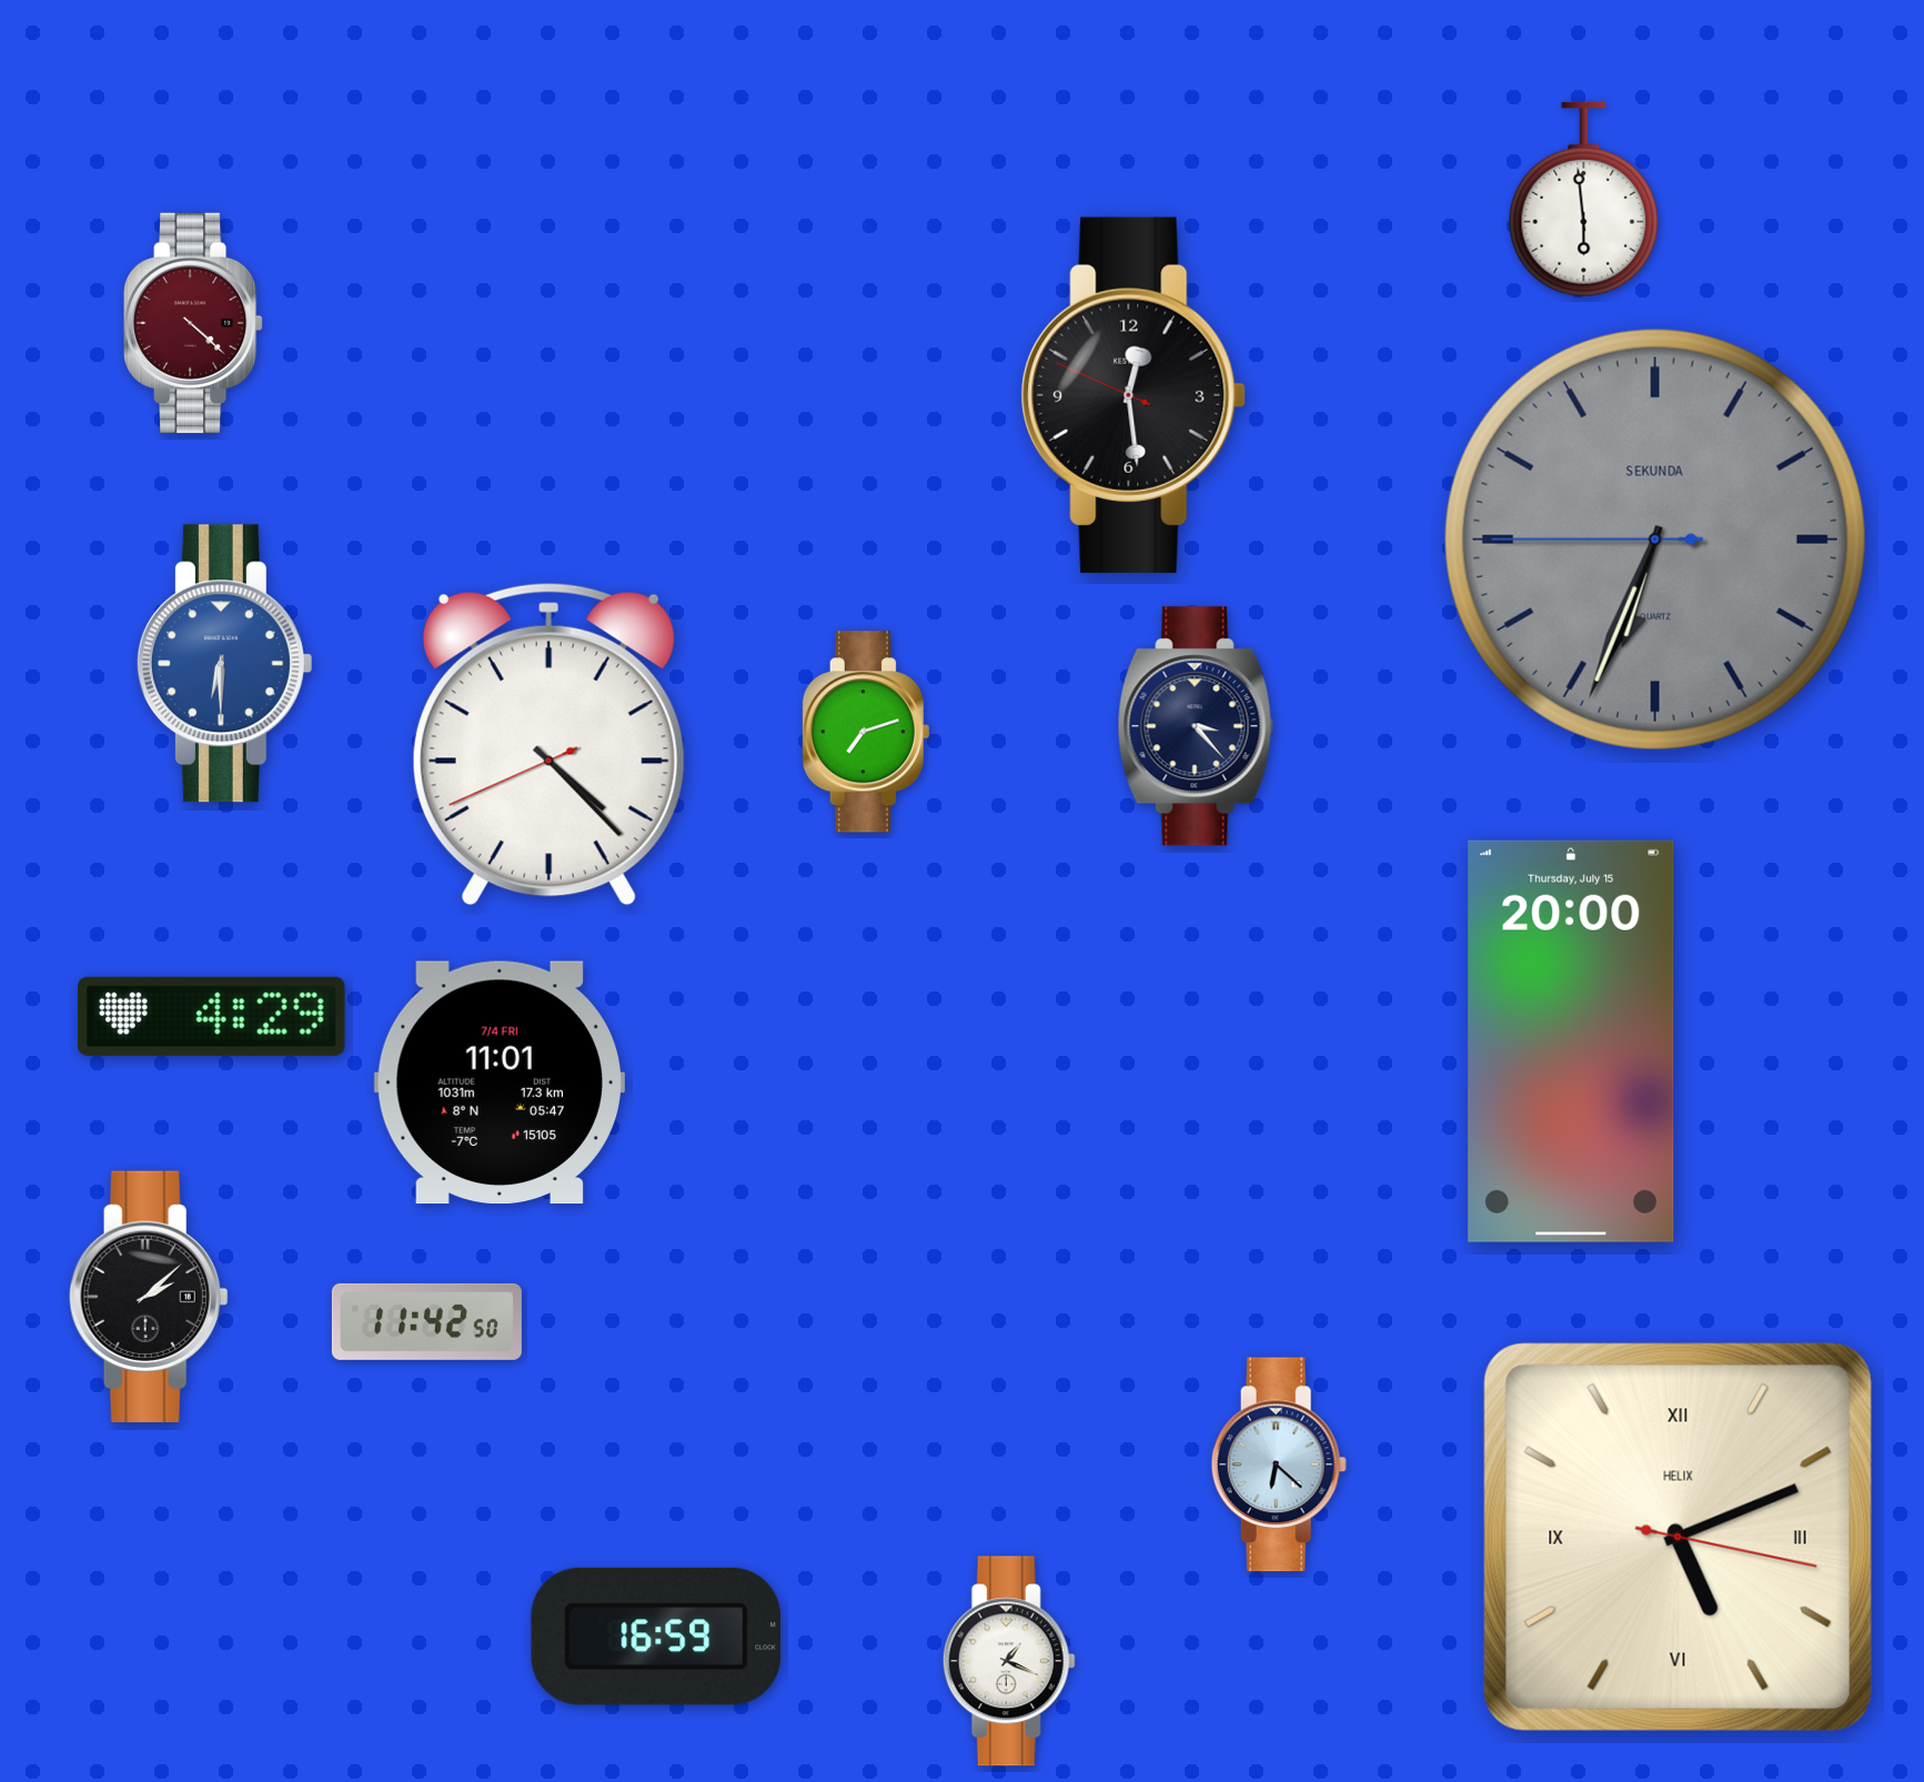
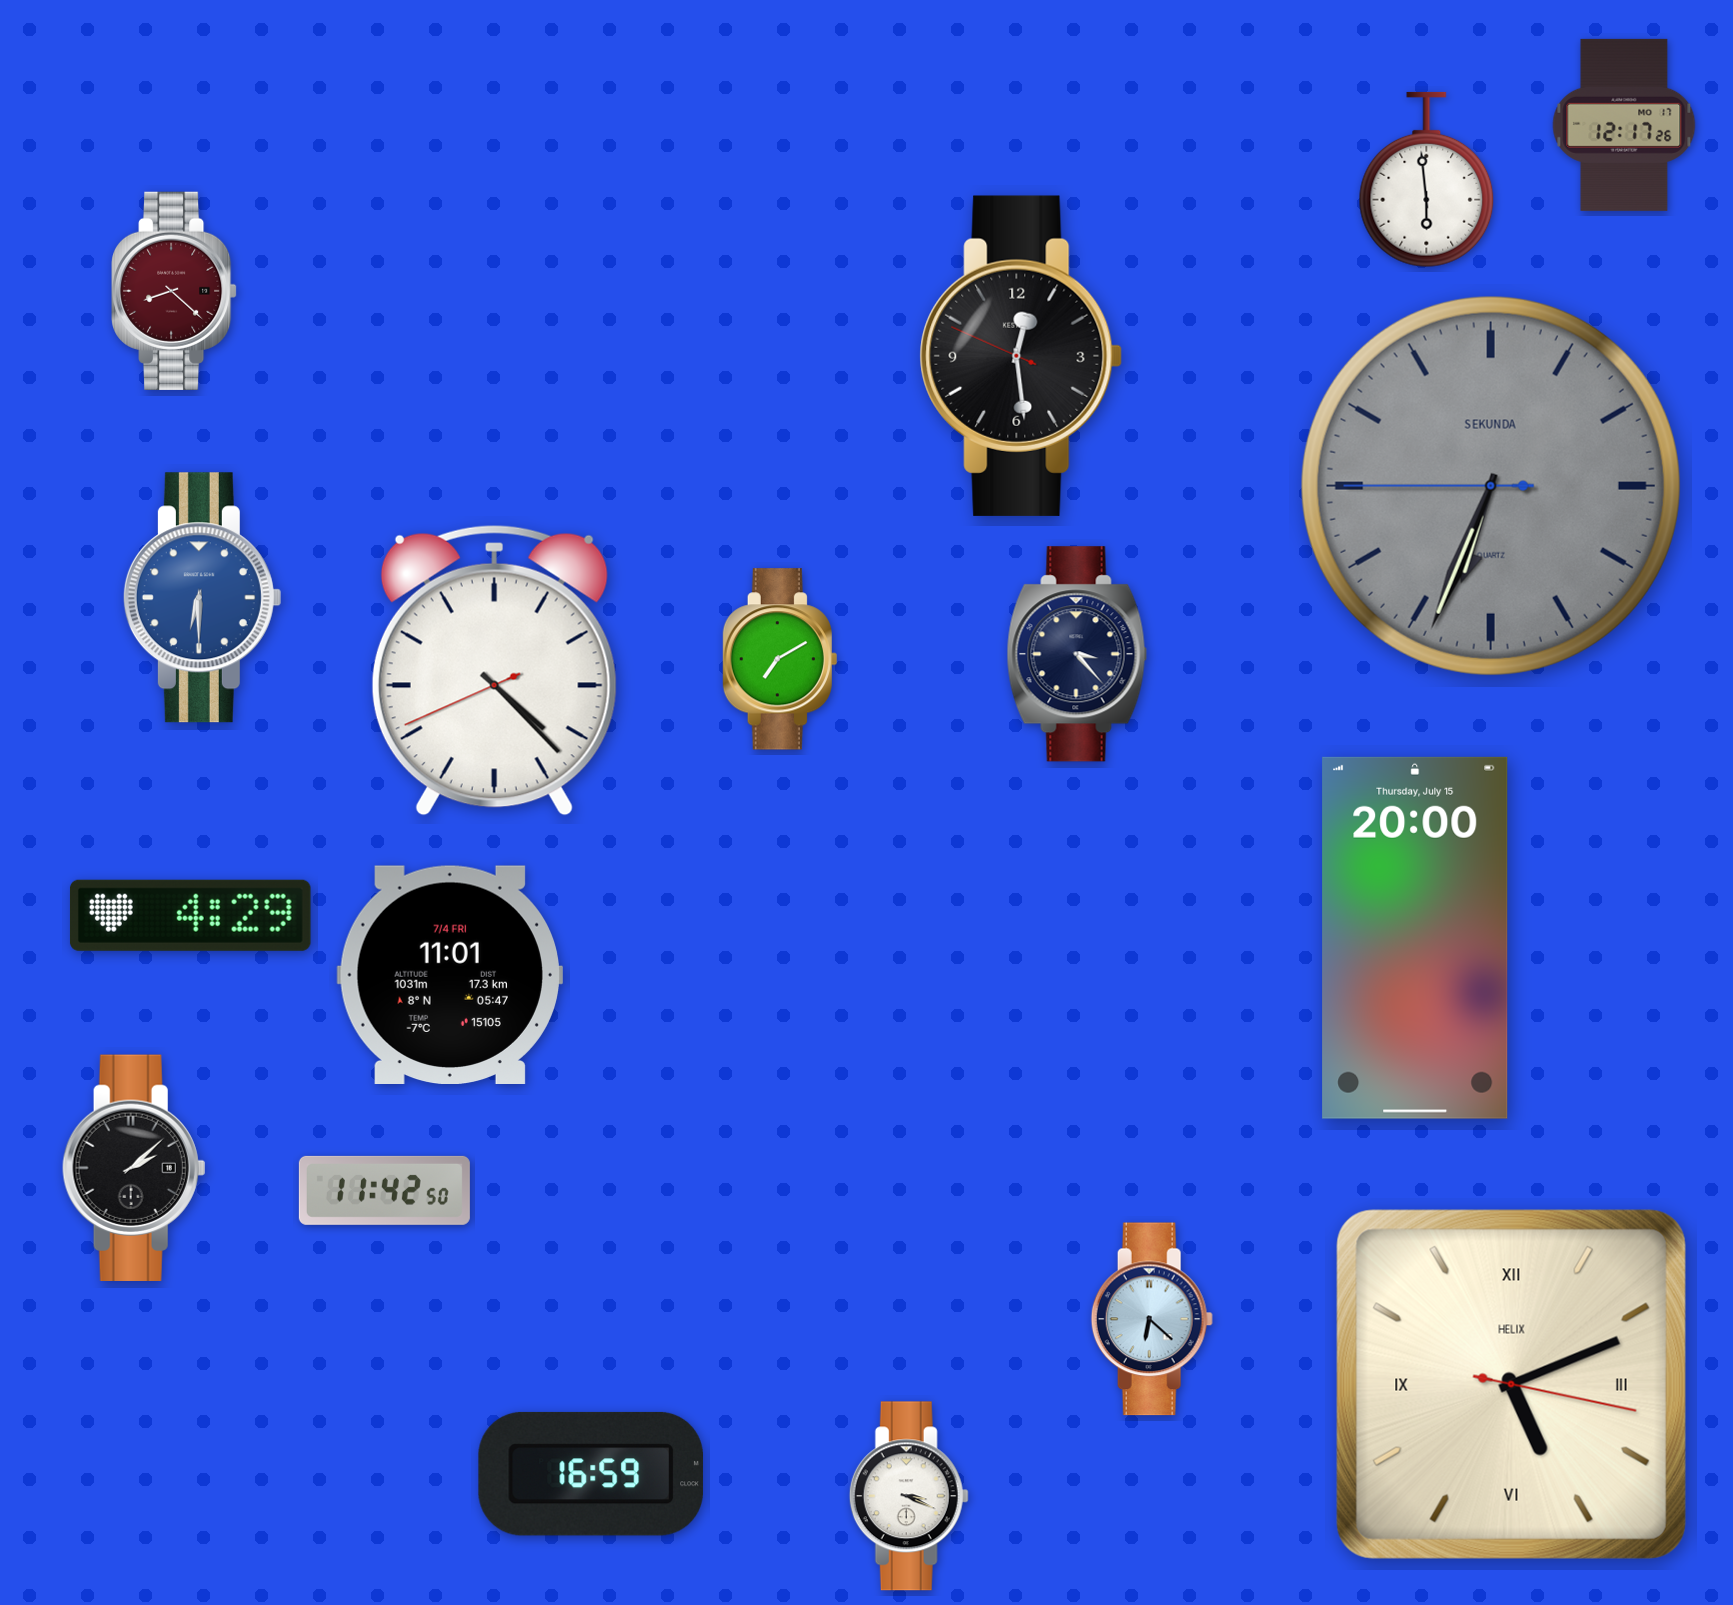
clock at (1624, 125): none -> 12:17
clock at (193, 323): 4:22 -> 8:22
clock at (866, 732): 7:12 -> 7:10
clock at (1009, 1661): 1:19 -> 3:19
